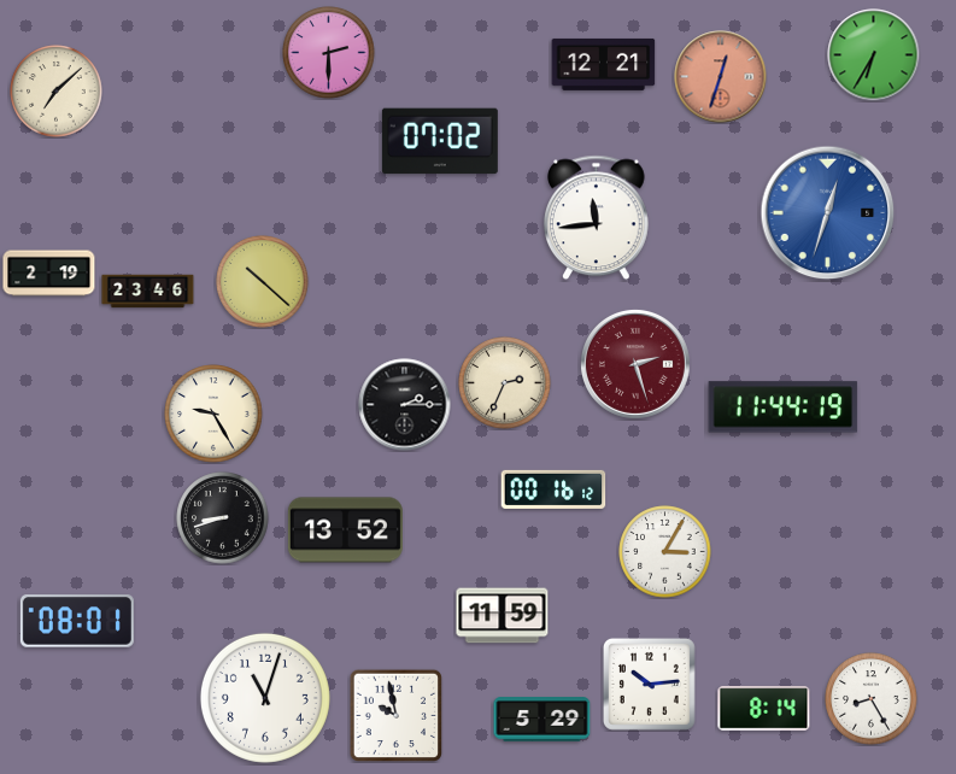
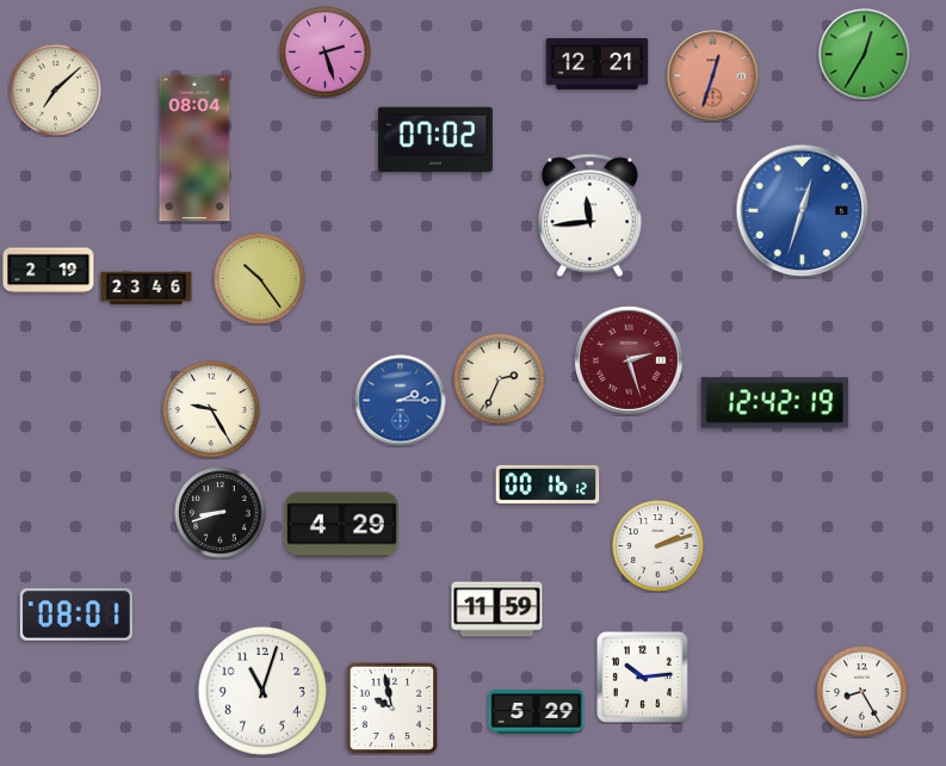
clock at (329, 53): 2:30 -> 2:27
clock at (874, 55): 6:35 -> 12:35
clock at (194, 148): none -> 08:04
clock at (828, 213) position: (828, 213) -> (803, 211)
clock at (263, 282): 10:22 -> 10:24
clock at (405, 405) dial: black -> blue
clock at (784, 407): 11:44 -> 12:42
clock at (345, 530): 13:52 -> 4:29
clock at (665, 552): 3:05 -> 2:12
clock at (764, 709): 8:14 -> none
